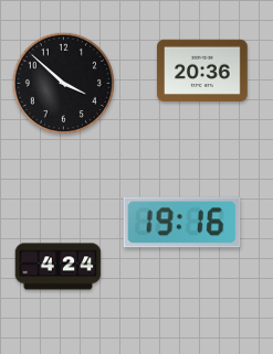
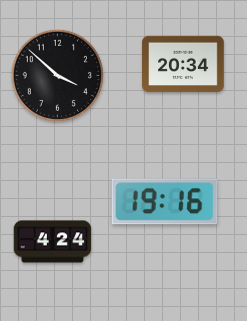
clock at (202, 71): 20:36 -> 20:34
